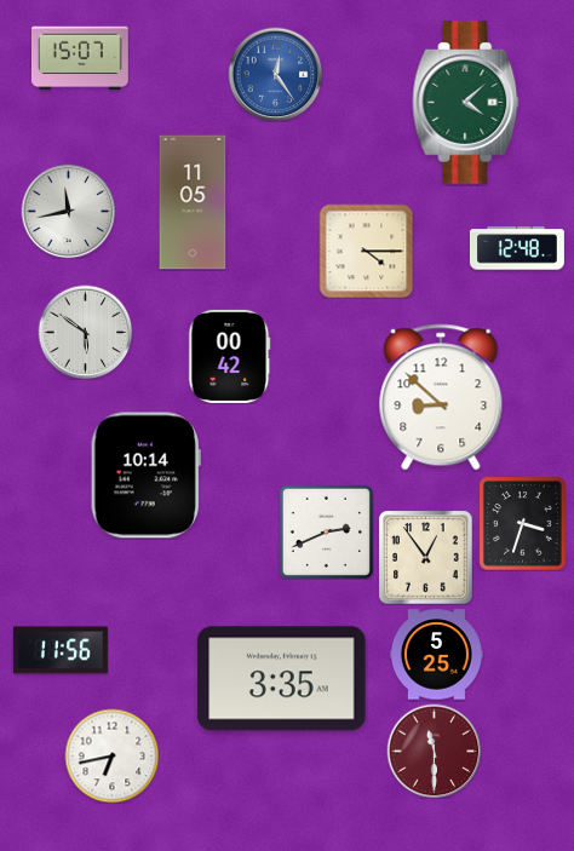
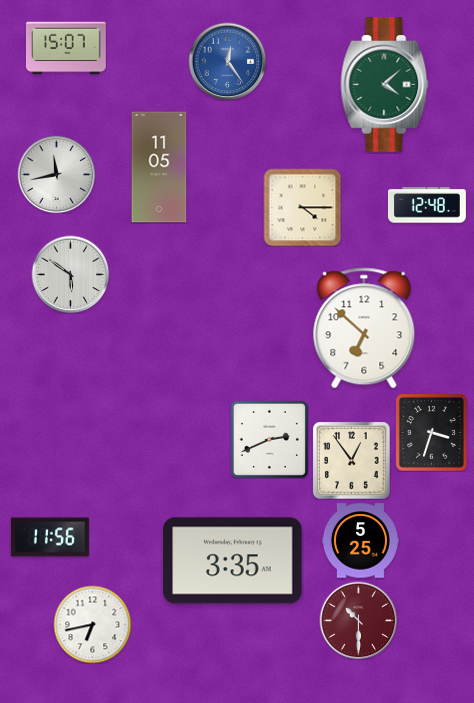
clock at (230, 356): 00:42 -> none
clock at (441, 397): 8:52 -> 6:52
clock at (145, 476): 10:14 -> none
clock at (434, 751): 11:30 -> 10:30
